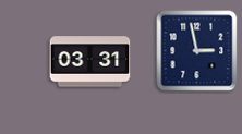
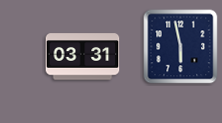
clock at (197, 51): 2:58 -> 5:58
